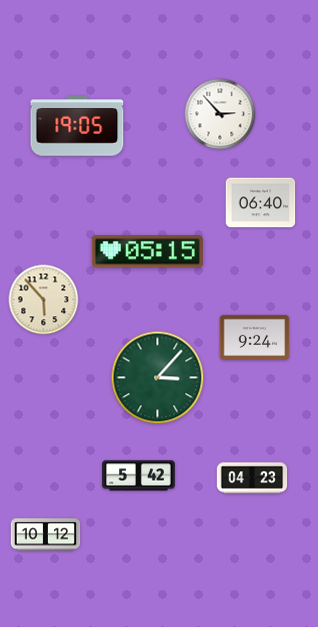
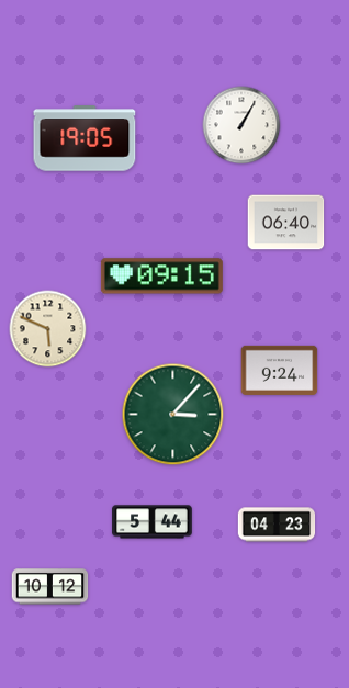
clock at (220, 114): 2:53 -> 1:05
clock at (147, 252): 05:15 -> 09:15
clock at (44, 300): 5:53 -> 5:49
clock at (139, 476): 5:42 -> 5:44
